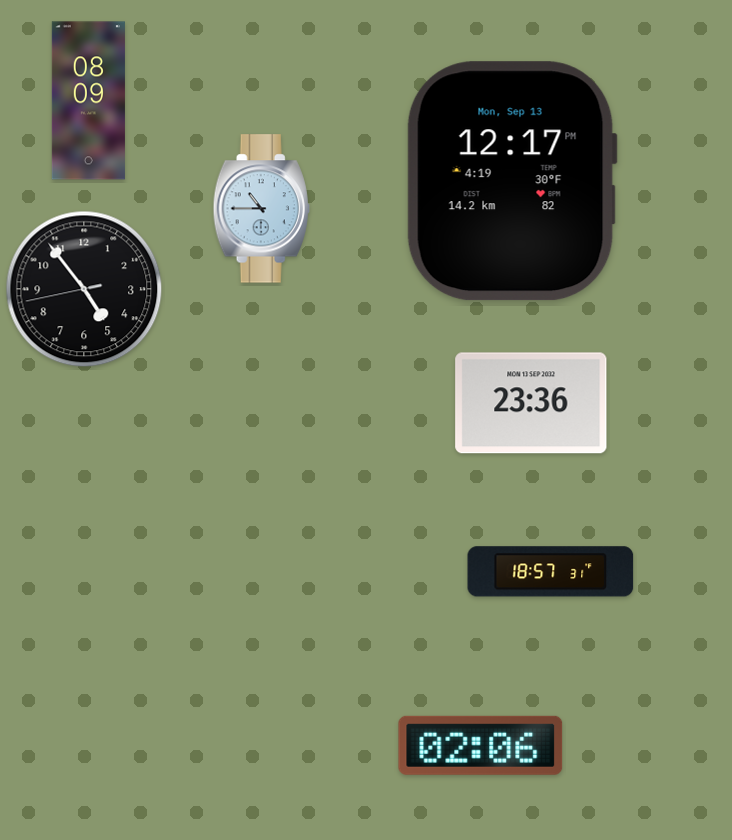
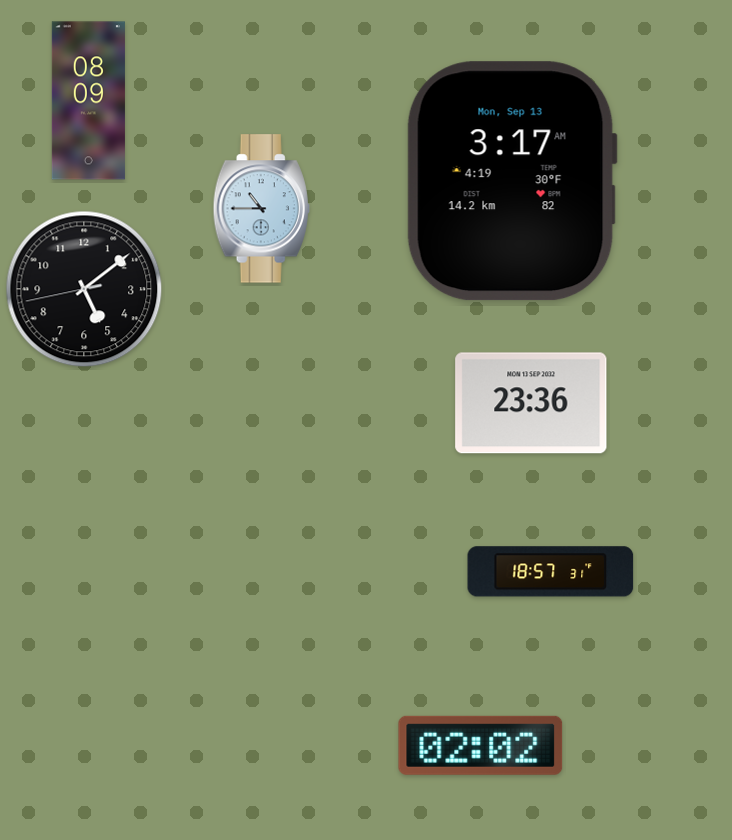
clock at (512, 181): 12:17 -> 3:17
clock at (84, 289): 4:53 -> 5:08
clock at (481, 745): 02:06 -> 02:02
